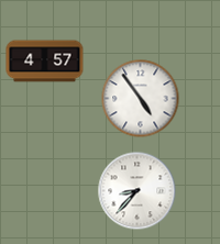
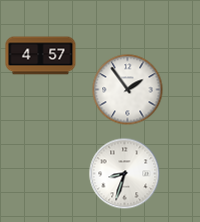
clock at (141, 99): 4:54 -> 1:54
clock at (137, 191): 8:37 -> 8:33
